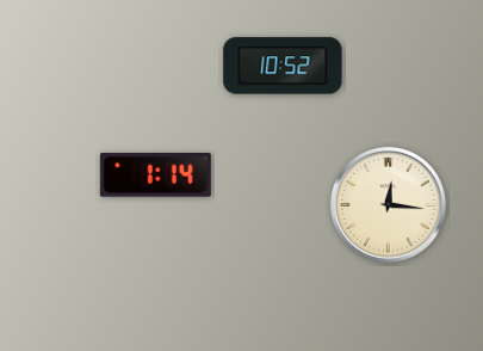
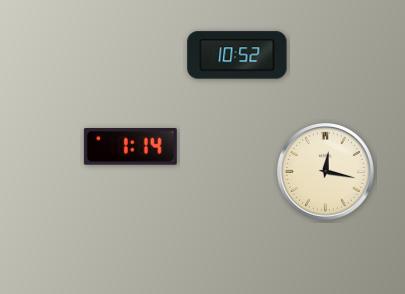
clock at (389, 205): 12:16 -> 12:17
